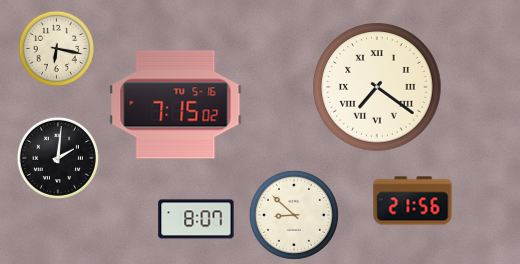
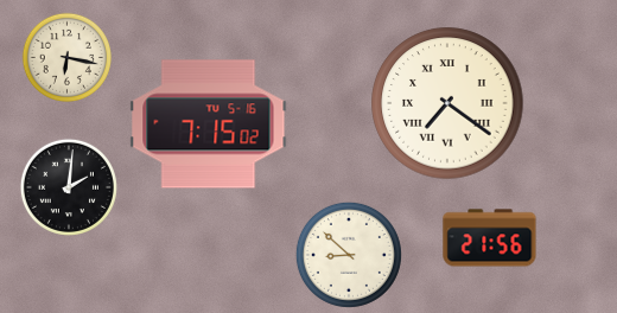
clock at (196, 219): 8:07 -> none
